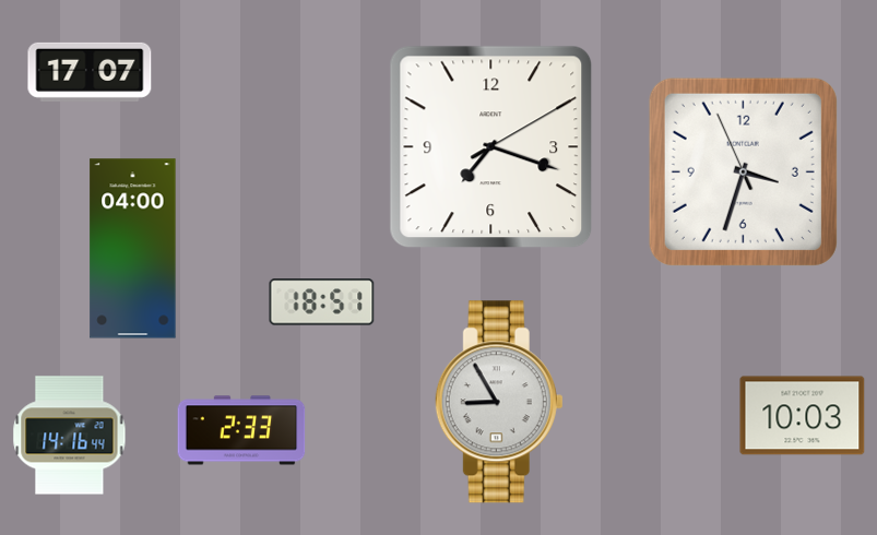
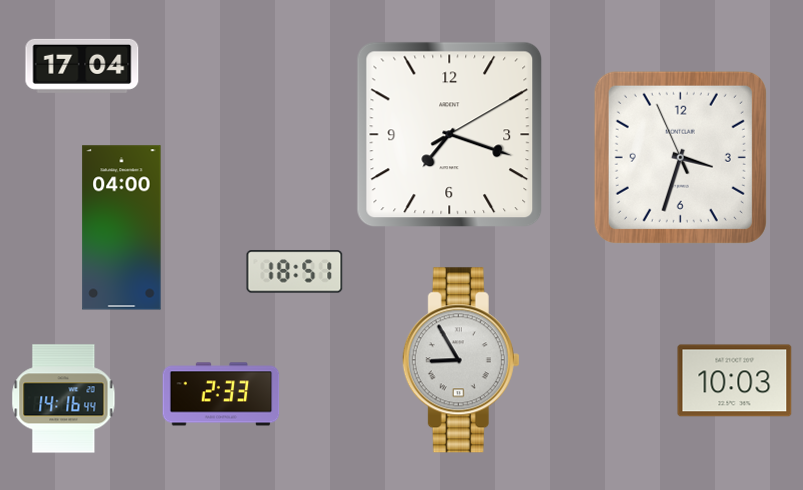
clock at (90, 72): 17:07 -> 17:04
clock at (322, 302) position: (322, 302) -> (295, 272)
clock at (499, 402) position: (499, 402) -> (461, 360)
